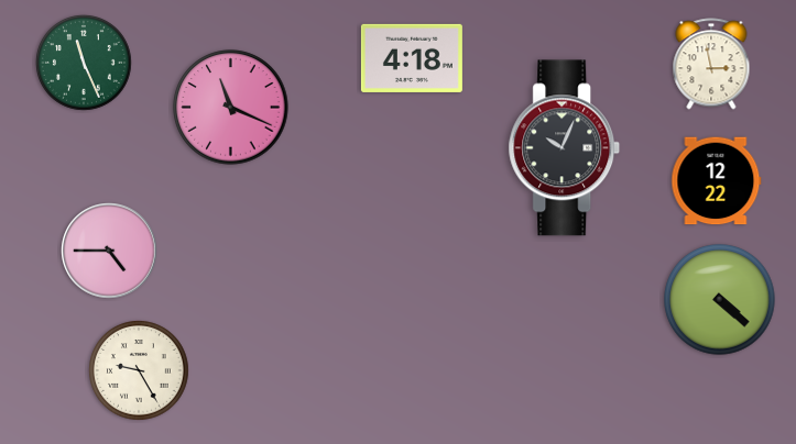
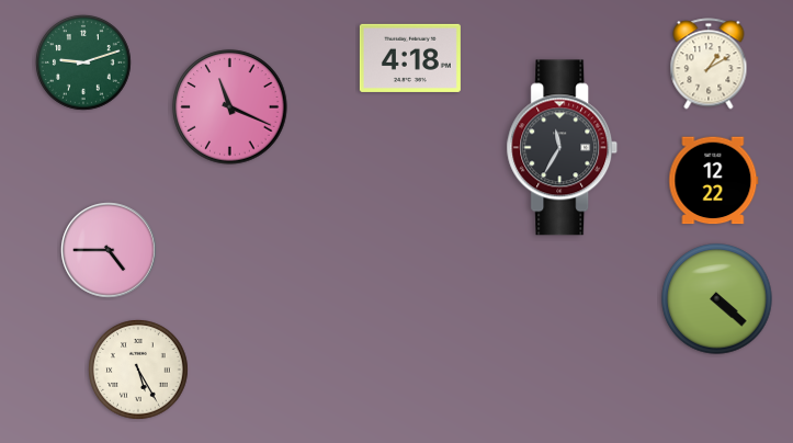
clock at (85, 64): 11:26 -> 9:12
clock at (711, 64): 2:58 -> 1:10
clock at (565, 148): 10:04 -> 11:35
clock at (139, 370): 9:25 -> 5:25
